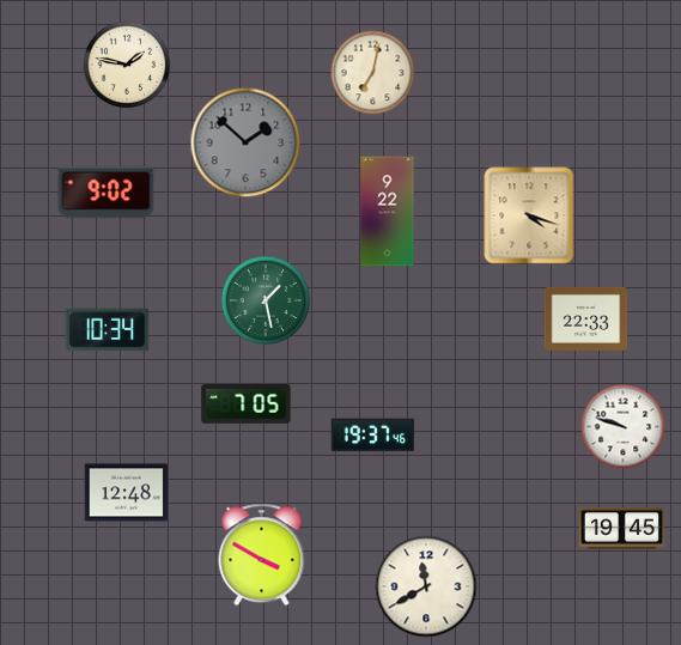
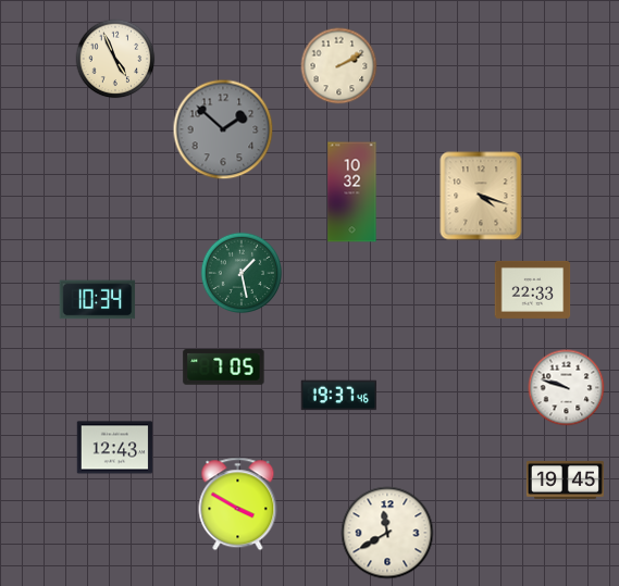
clock at (127, 65): 1:47 -> 4:56
clock at (373, 73): 7:02 -> 2:10
clock at (107, 193): 9:02 -> none
clock at (388, 212): 9:22 -> 10:32
clock at (127, 493): 12:48 -> 12:43
